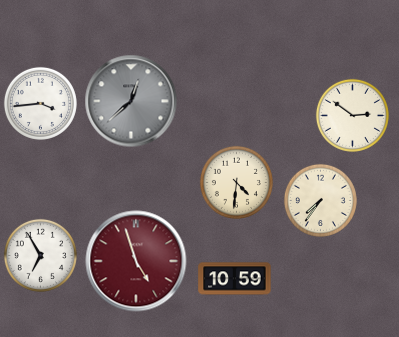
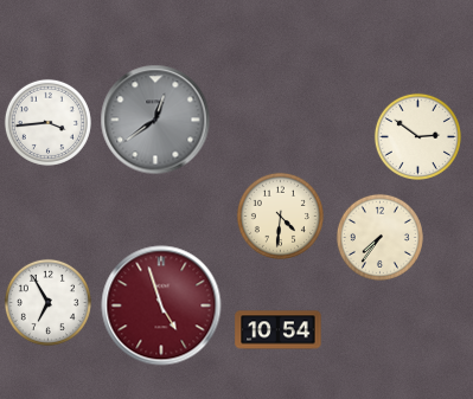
clock at (131, 101): 12:38 -> 12:39
clock at (136, 261) position: (136, 261) -> (161, 305)
clock at (235, 279): 10:59 -> 10:54
